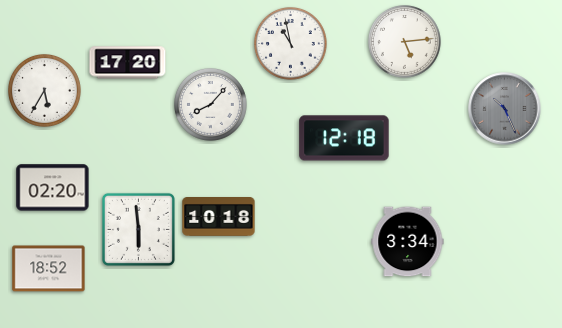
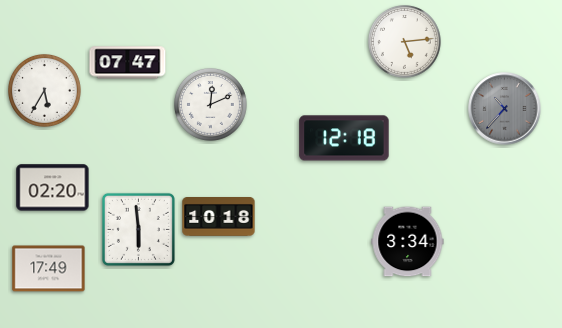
clock at (291, 44): 10:58 -> none
clock at (128, 63): 17:20 -> 07:47
clock at (211, 105): 8:07 -> 12:11
clock at (505, 109): 10:26 -> 10:37
clock at (49, 269): 18:52 -> 17:49
